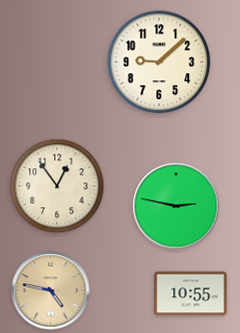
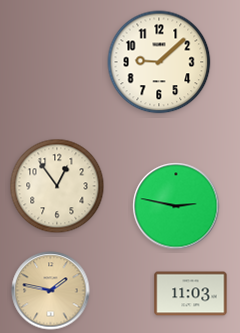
clock at (51, 291): 4:47 -> 1:47
clock at (191, 294): 10:55 -> 11:03
